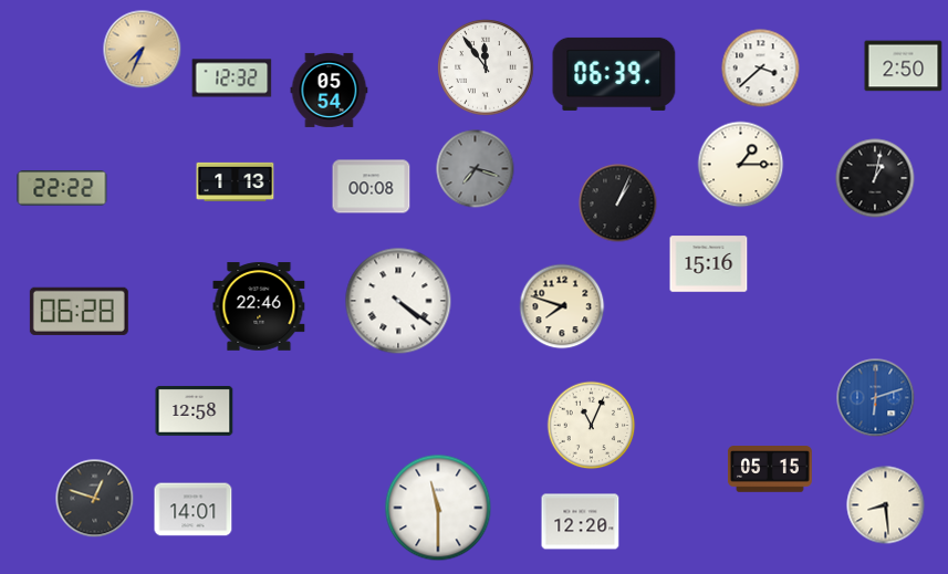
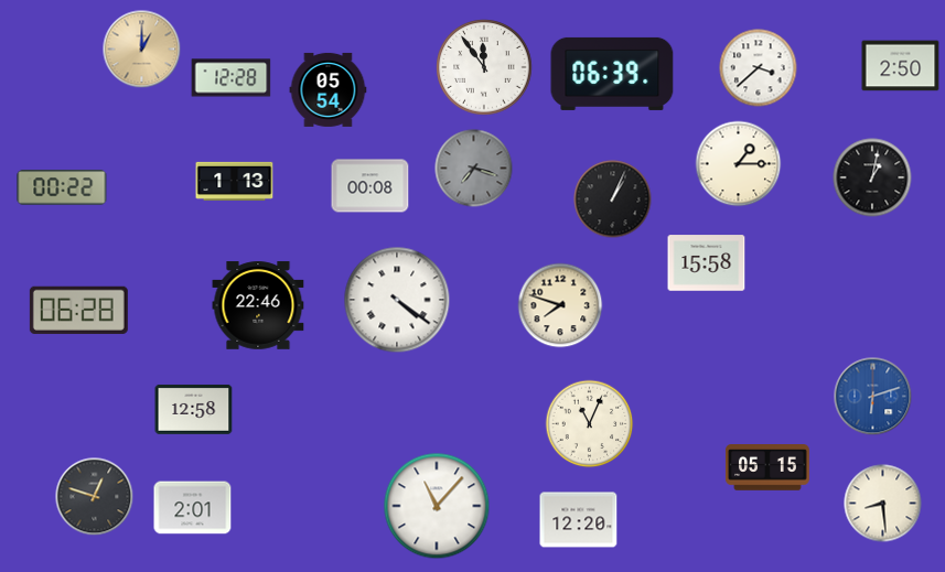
clock at (143, 50): 7:34 -> 1:00
clock at (232, 79): 12:32 -> 12:28
clock at (62, 188): 22:22 -> 00:22
clock at (618, 203) position: (618, 203) -> (613, 199)
clock at (709, 264): 15:16 -> 15:58
clock at (438, 508): 11:30 -> 11:07
clock at (194, 510): 14:01 -> 2:01
